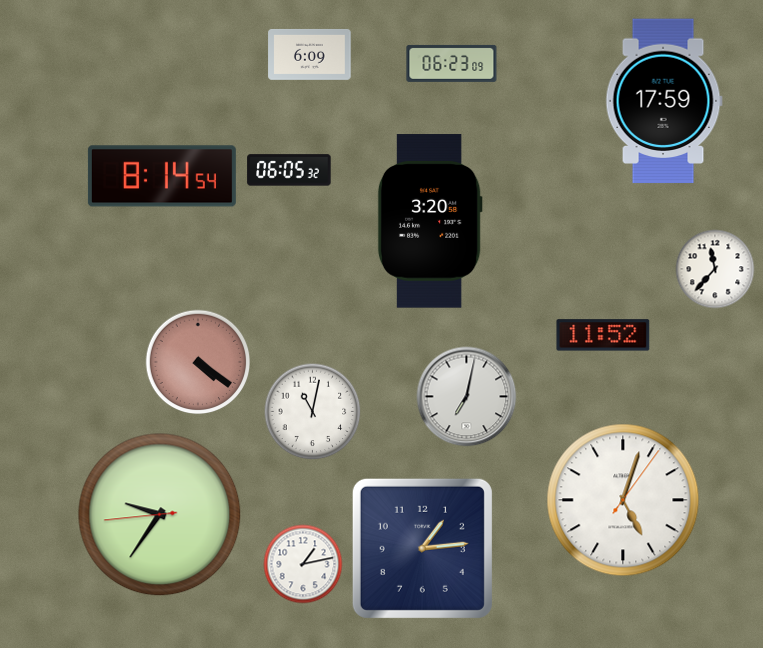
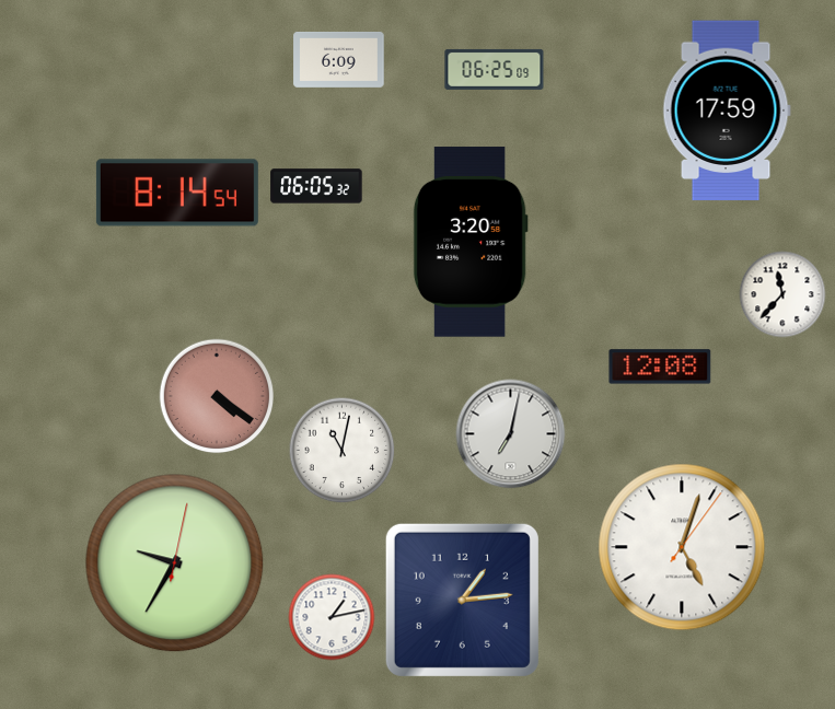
clock at (452, 63): 06:23 -> 06:25
clock at (603, 335): 11:52 -> 12:08
clock at (160, 515): 9:35:44 -> 9:35:02
